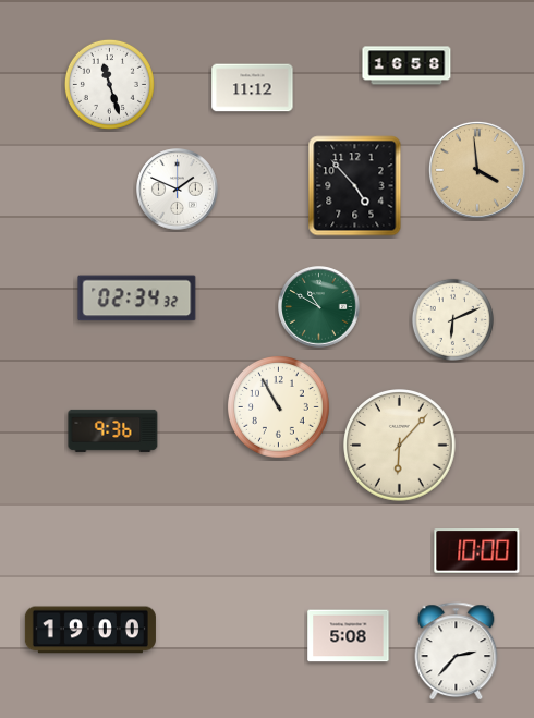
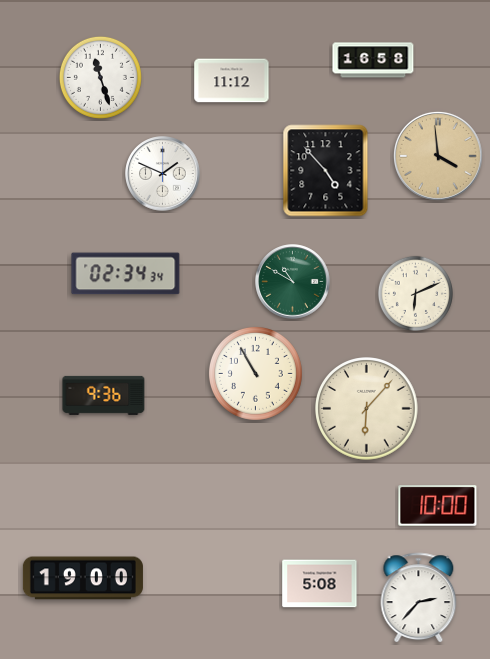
clock at (137, 299): 02:34:32 -> 02:34:34
